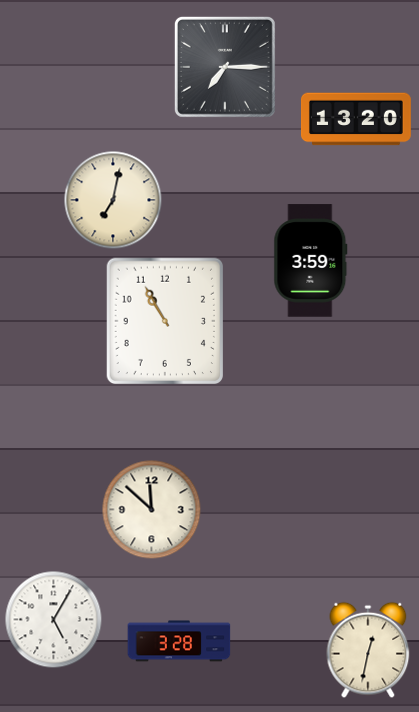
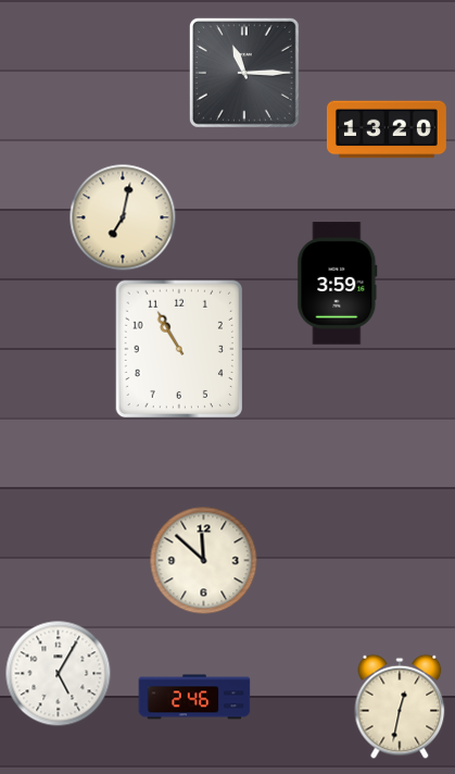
clock at (225, 67): 7:15 -> 11:15
clock at (152, 510) position: (152, 510) -> (204, 561)
clock at (179, 641): 3:28 -> 2:46
